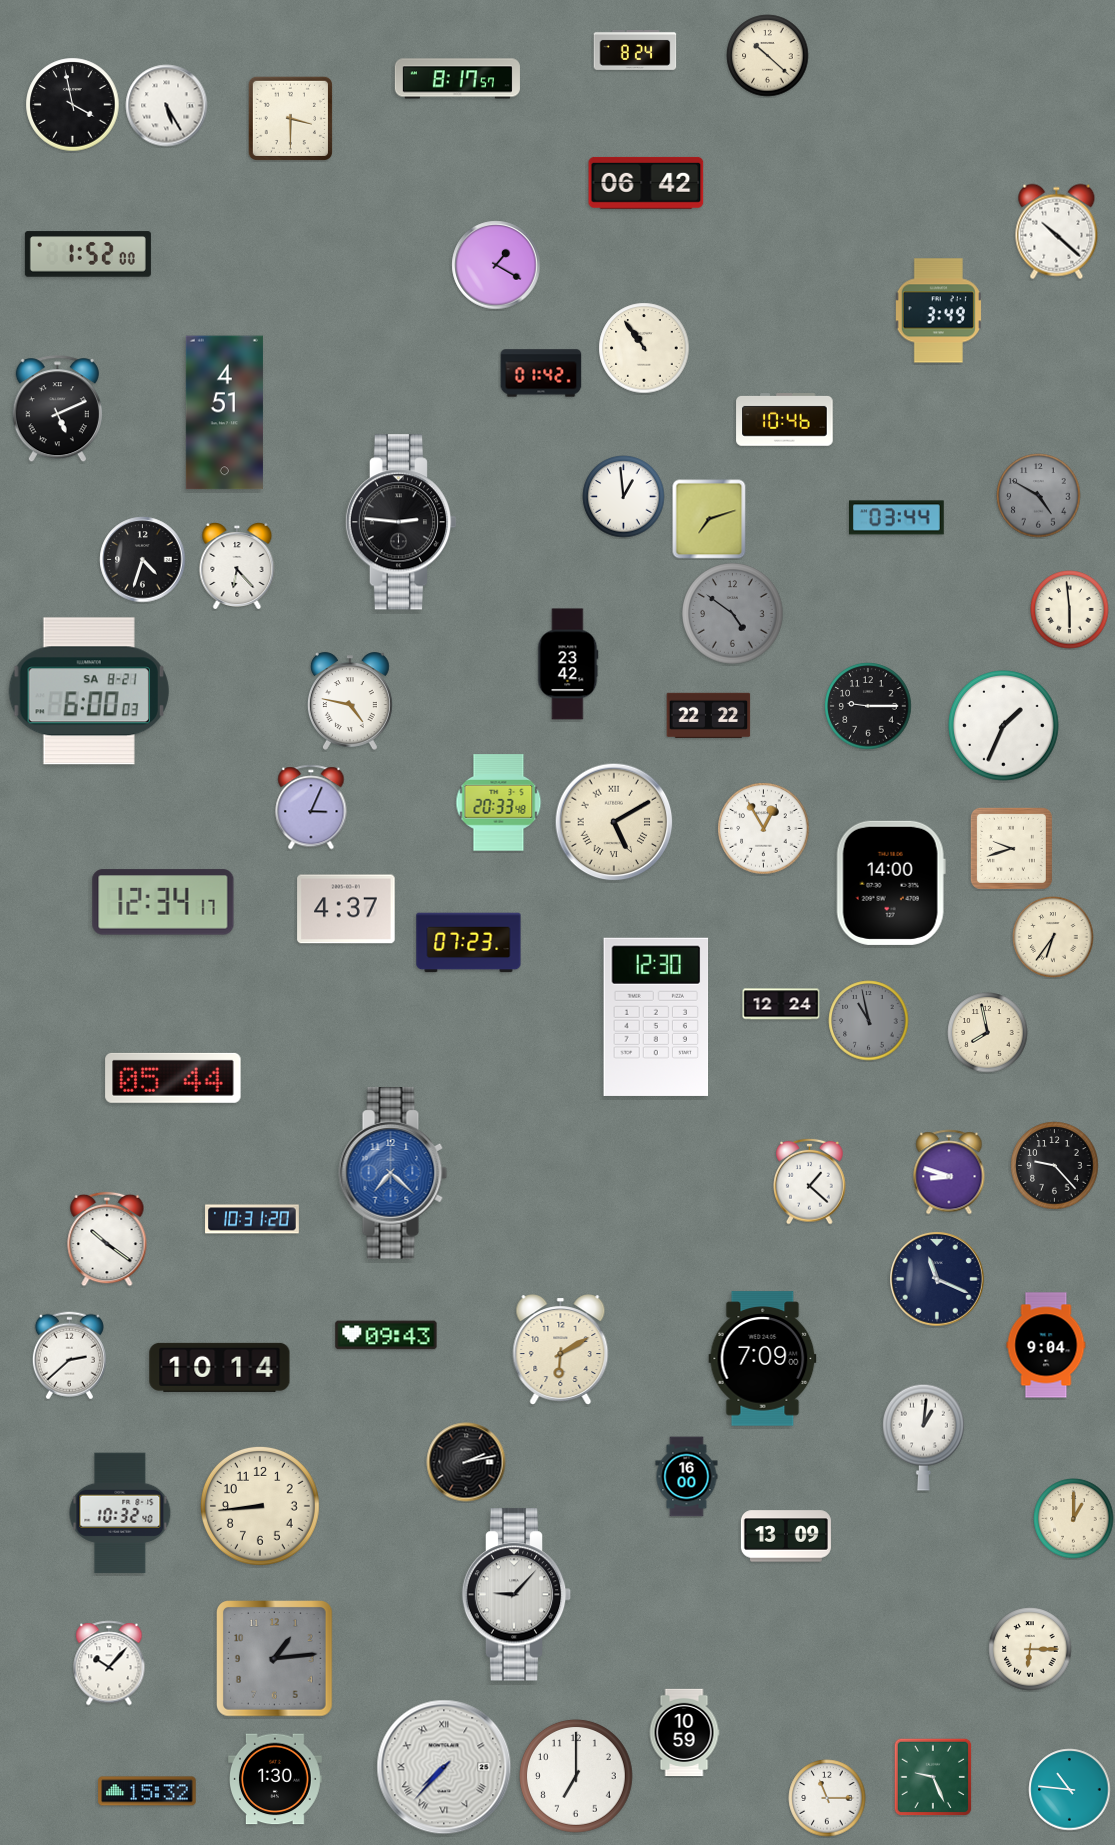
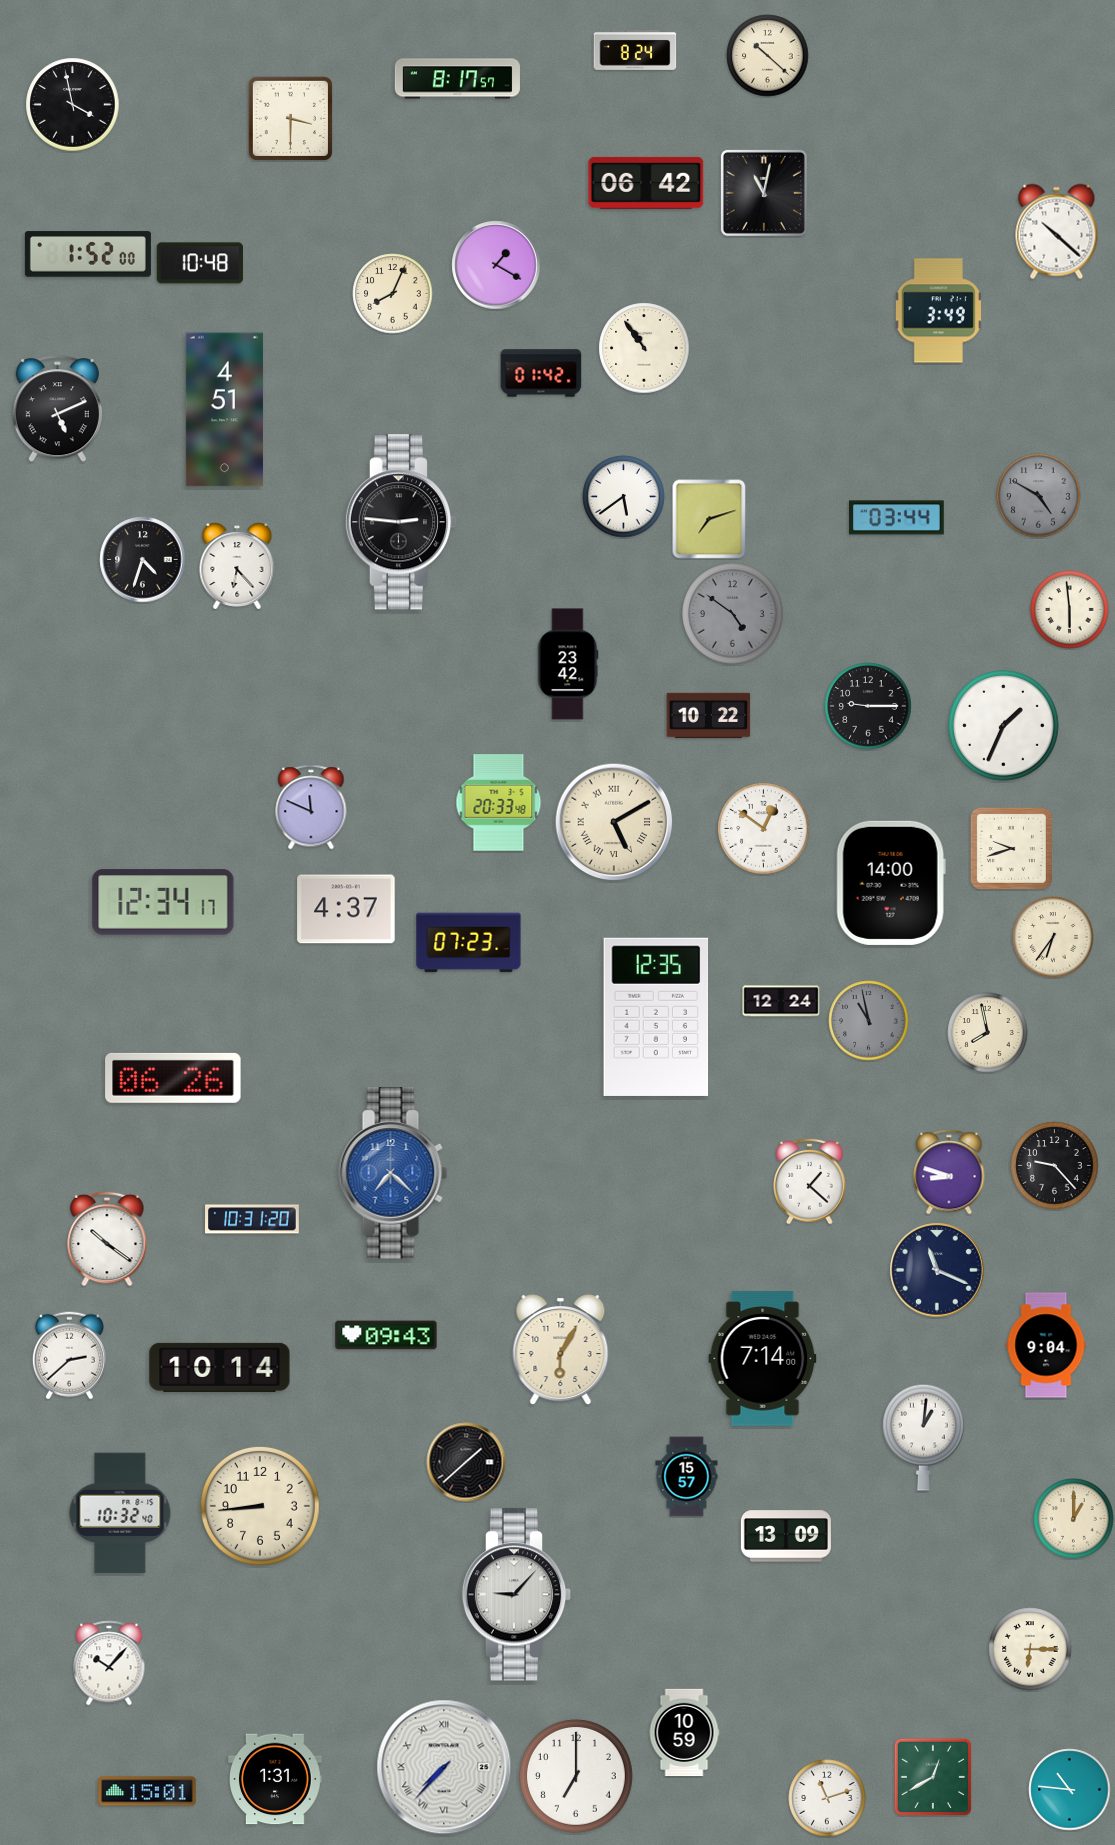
clock at (167, 106): 5:25 -> none
clock at (764, 193): none -> 11:02
clock at (200, 263): none -> 10:48
clock at (393, 294): none -> 8:04
clock at (224, 413) position: (224, 413) -> (224, 410)
clock at (785, 420): 10:46 -> none
clock at (624, 497): 12:59 -> 5:39
clock at (89, 691): 6:00 -> none
clock at (350, 701): 4:47 -> none
clock at (709, 715): 22:22 -> 10:22
clock at (311, 807): 3:04 -> 11:49
clock at (764, 829): 12:55 -> 12:51
clock at (781, 1004) position: (781, 1004) -> (781, 1001)
clock at (656, 1017): 12:30 -> 12:35
clock at (173, 1078): 05:44 -> 06:26
clock at (938, 1280) position: (938, 1280) -> (938, 1271)
clock at (561, 1350): 6:10 -> 6:05
clock at (763, 1359): 7:09 -> 7:14
clock at (466, 1462): 2:13 -> 1:38
clock at (687, 1477): 16:00 -> 15:57
clock at (275, 1659): 1:14 -> none
clock at (933, 1777): 9:26 -> 12:40
clock at (276, 1779): 1:30 -> 1:31
clock at (147, 1791): 15:32 -> 15:01
clock at (827, 1798): 11:15 -> 11:12
